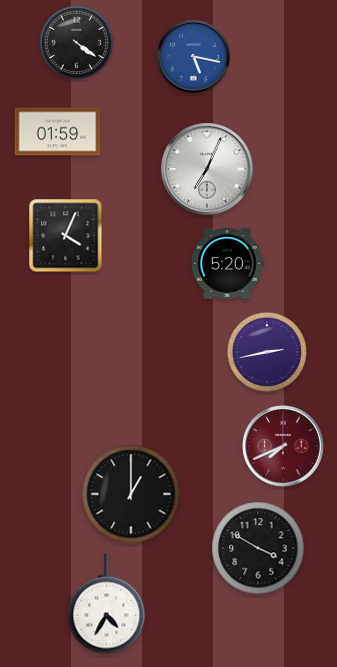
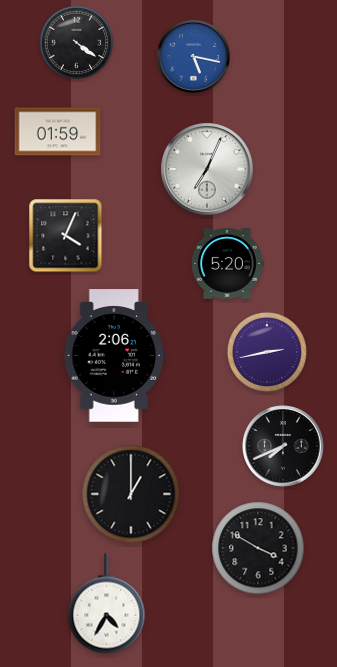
clock at (115, 356): none -> 2:06
clock at (283, 446) dial: burgundy -> black
